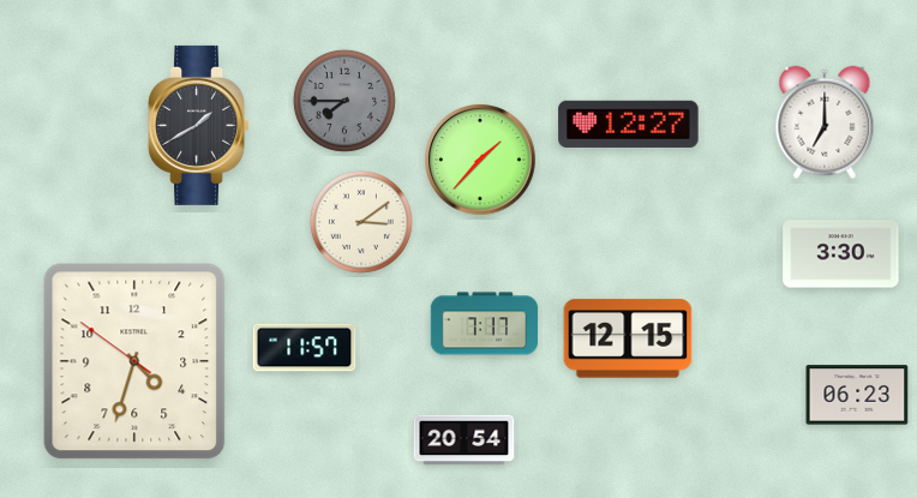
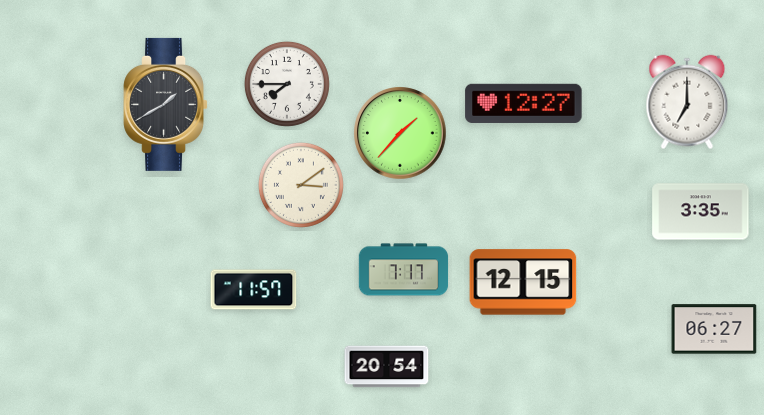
clock at (344, 101) dial: grey -> white
clock at (841, 254): 3:30 -> 3:35
clock at (134, 361): 4:32 -> none
clock at (857, 395): 06:23 -> 06:27
